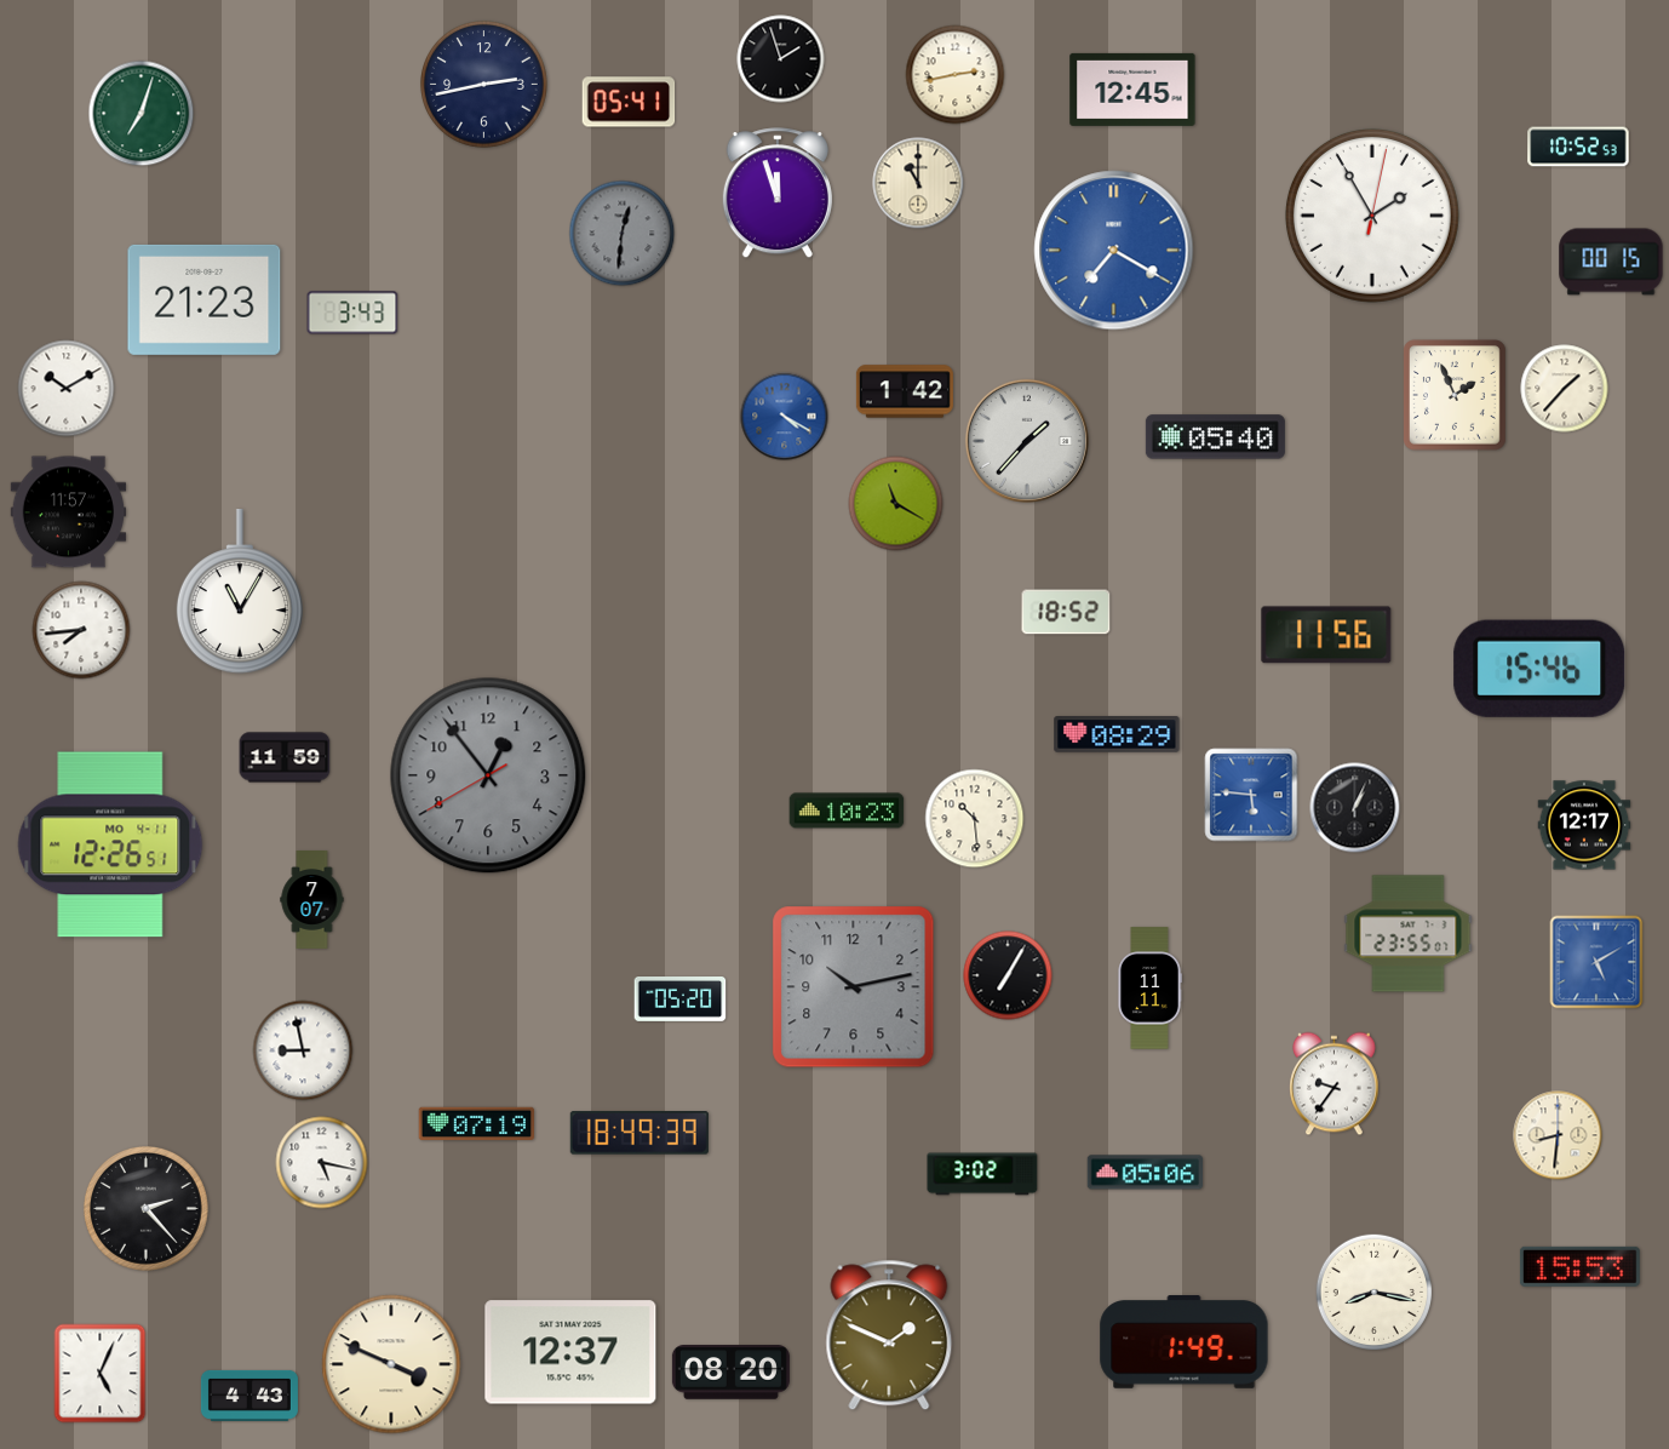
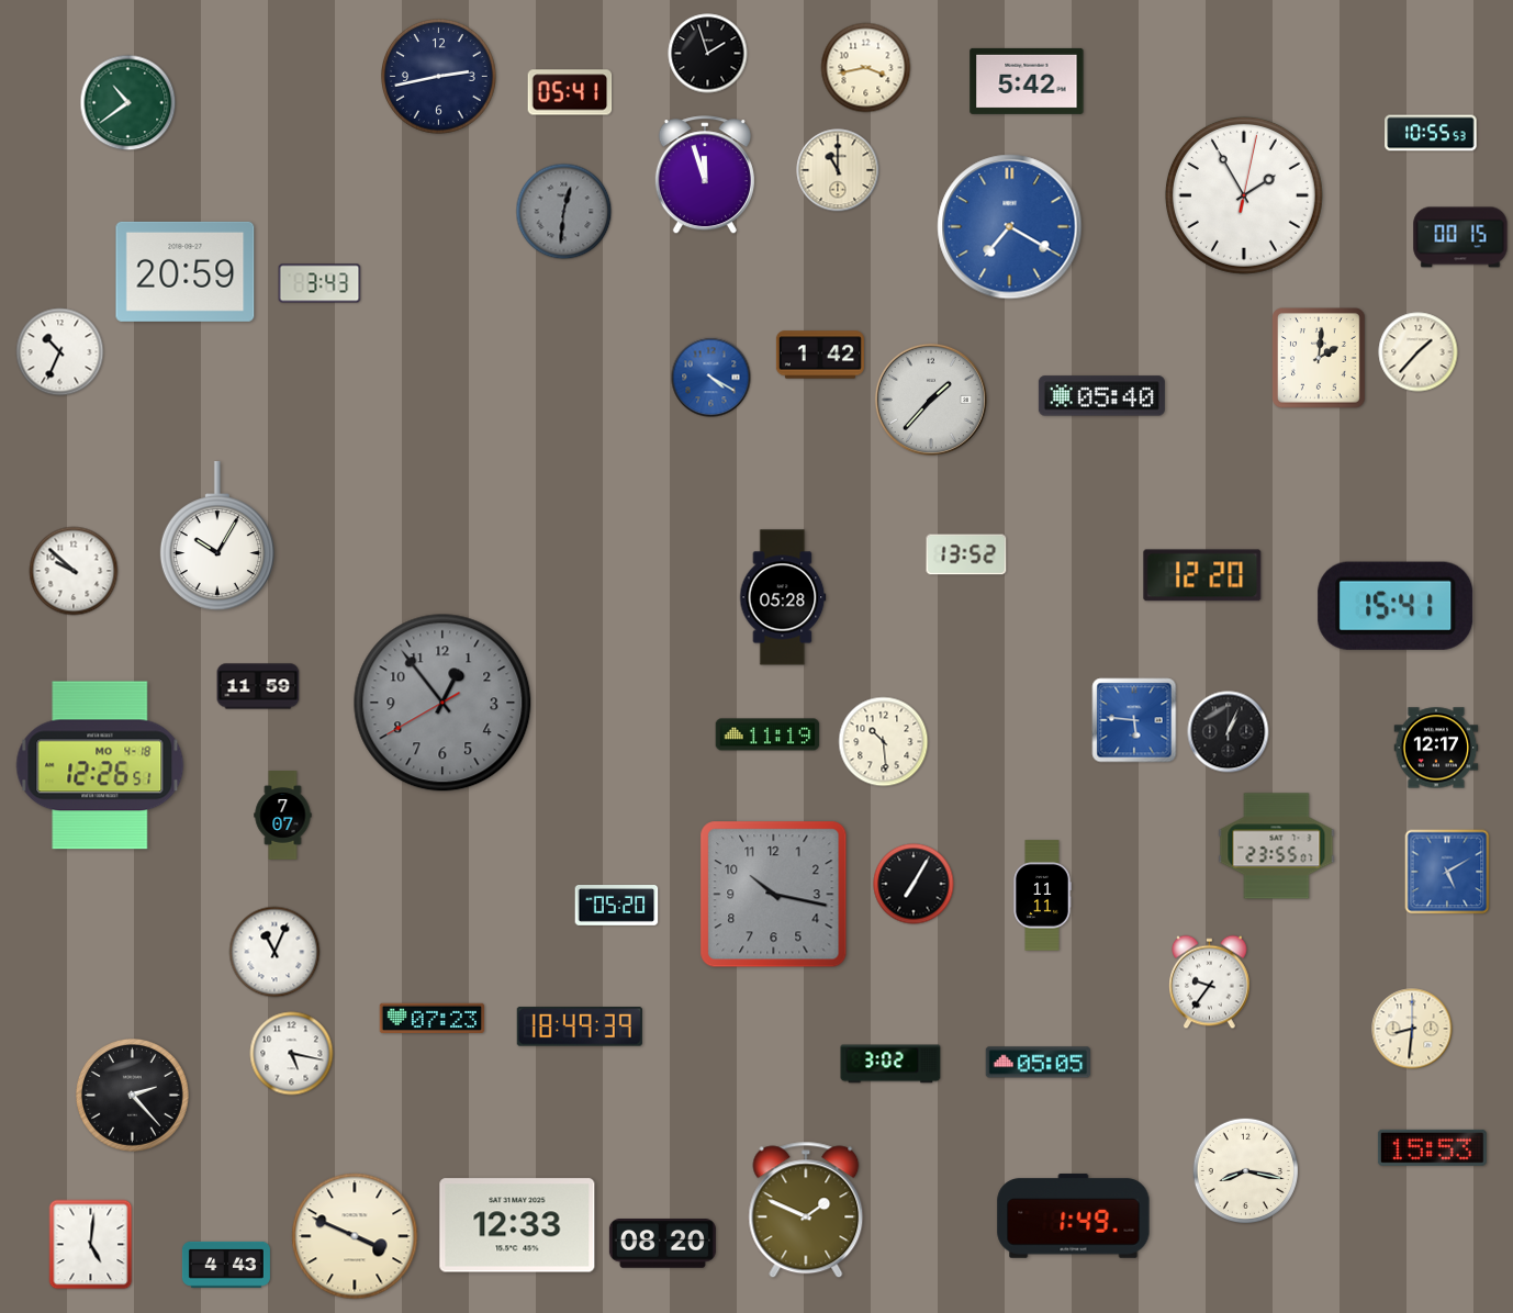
clock at (956, 75): 2:43 -> 3:43
clock at (1132, 90): 12:45 -> 5:42
clock at (142, 114): 7:03 -> 10:39
clock at (1578, 147): 10:52 -> 10:55
clock at (918, 183) position: (918, 183) -> (838, 170)
clock at (205, 299): 21:23 -> 20:59
clock at (67, 389): 10:10 -> 10:34
clock at (1456, 396): 1:56 -> 2:01
clock at (896, 504): 11:20 -> none
clock at (69, 512): 11:57 -> none
clock at (240, 592): 11:05 -> 10:05
clock at (1066, 612): 18:52 -> 13:52
clock at (81, 630): 7:44 -> 9:52
clock at (1326, 635): 11:56 -> 12:20
clock at (783, 597): none -> 05:28
clock at (1539, 669): 15:46 -> 15:41
clock at (1117, 735): 08:29 -> none
clock at (847, 811): 10:23 -> 11:19
clock at (110, 844) date: MO 4-11 -> MO 4-18
clock at (854, 987): 10:13 -> 10:17
clock at (303, 1050): 8:58 -> 11:04
clock at (477, 1123): 07:19 -> 07:23
clock at (1146, 1173): 05:06 -> 05:05
clock at (570, 1352): 12:37 -> 12:33
clock at (101, 1374): 5:04 -> 5:01
